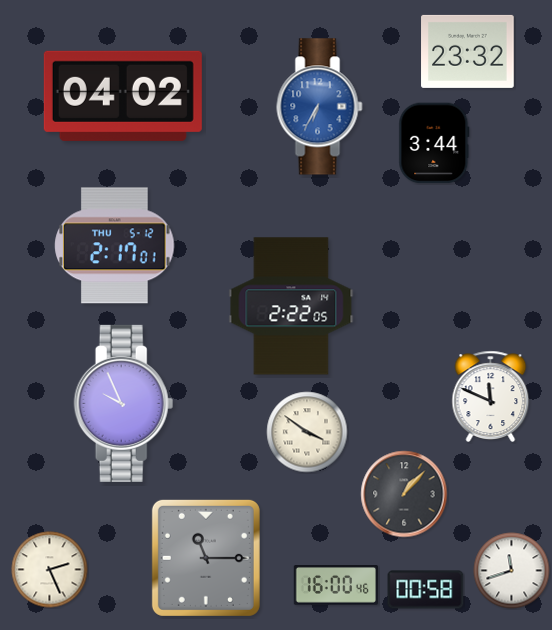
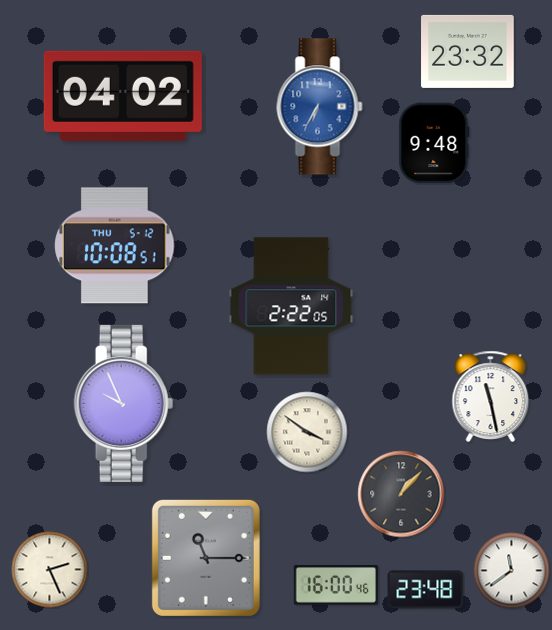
clock at (434, 143): 3:44 -> 9:48
clock at (115, 246): 2:17 -> 10:08
clock at (491, 396): 11:49 -> 11:28
clock at (404, 494) position: (404, 494) -> (401, 494)
clock at (512, 571): 11:42 -> 11:39
clock at (426, 590): 00:58 -> 23:48
